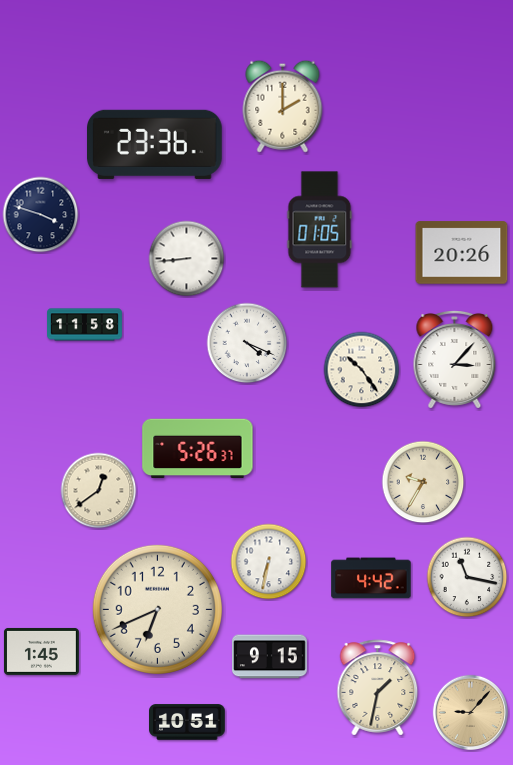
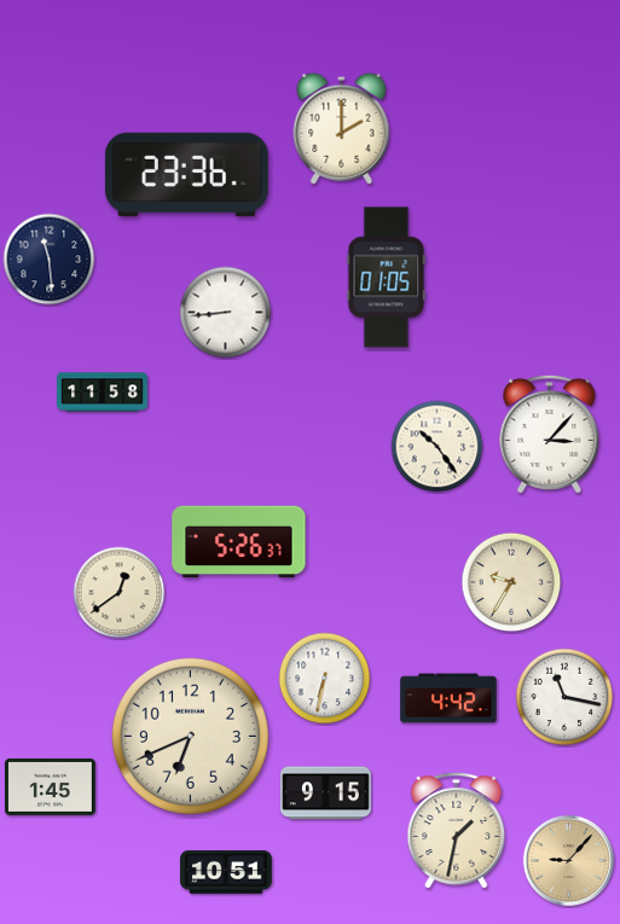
clock at (41, 215): 3:48 -> 11:29
clock at (462, 253): 20:26 -> none
clock at (247, 343): 4:19 -> none
